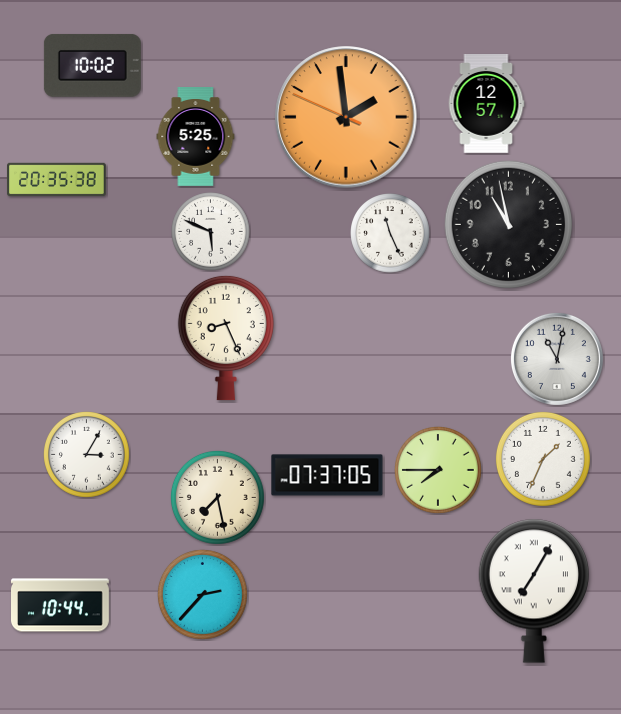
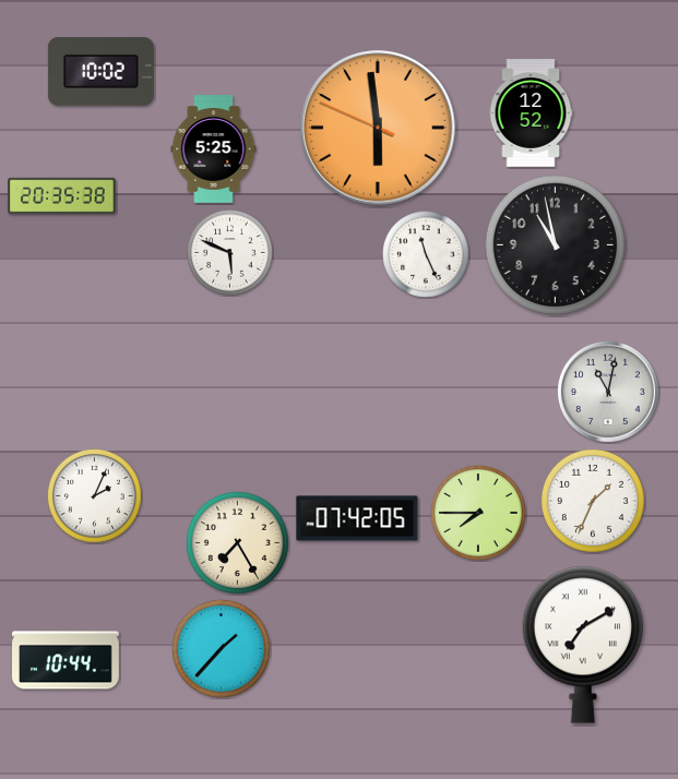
clock at (486, 104): 12:57 -> 12:52
clock at (346, 117): 1:58 -> 5:58
clock at (226, 338): 8:26 -> none
clock at (87, 455): 3:05 -> 2:04
clock at (327, 475): 07:37 -> 07:42
clock at (217, 497): 7:28 -> 7:25
clock at (533, 591): 7:05 -> 7:10
clock at (202, 594): 2:37 -> 1:37
